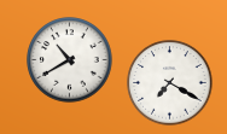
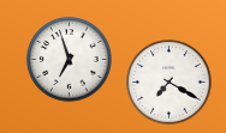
clock at (70, 60): 10:40 -> 6:57
